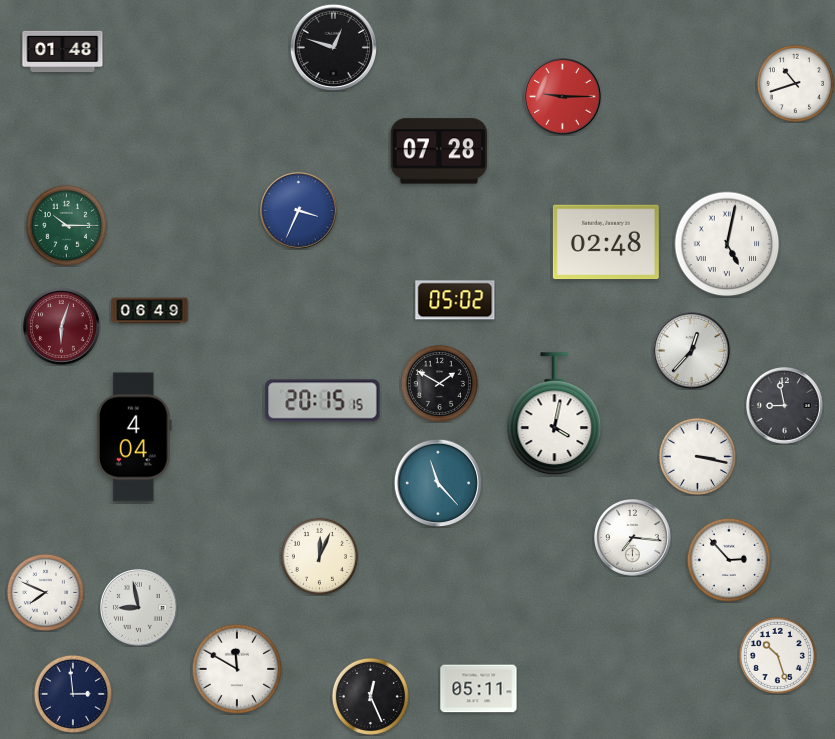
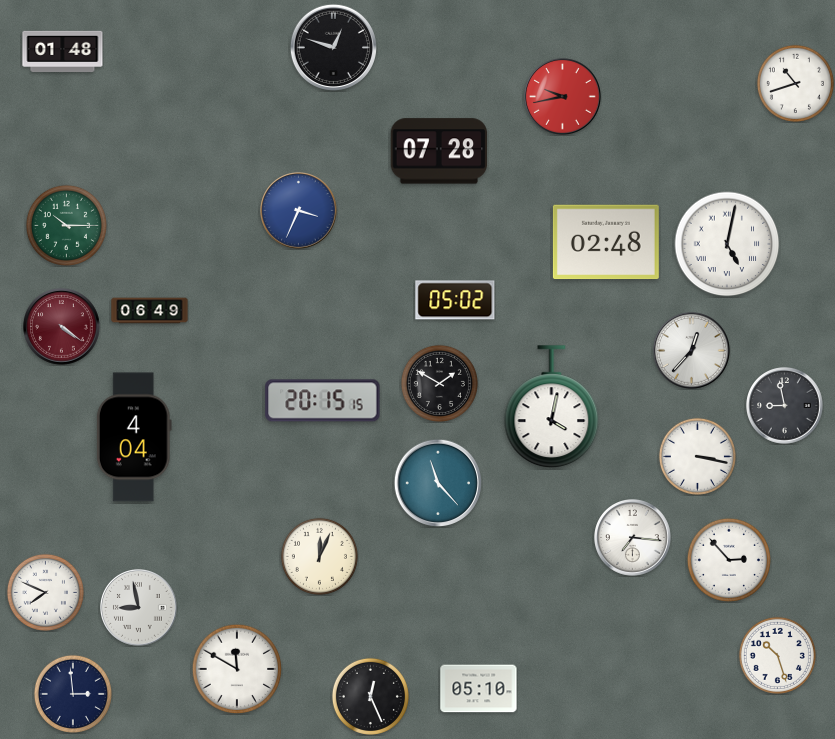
clock at (563, 97): 9:15 -> 9:43
clock at (62, 327): 6:03 -> 4:21
clock at (555, 414) position: (555, 414) -> (552, 407)
clock at (479, 689): 05:11 -> 05:10
